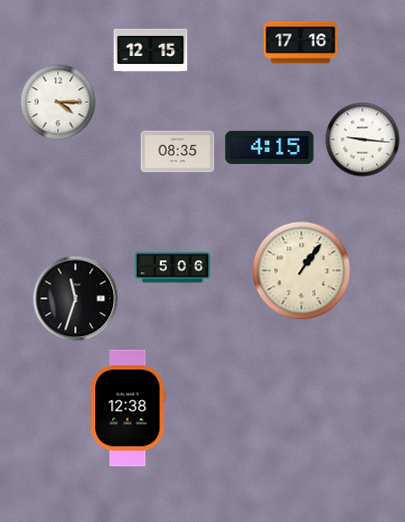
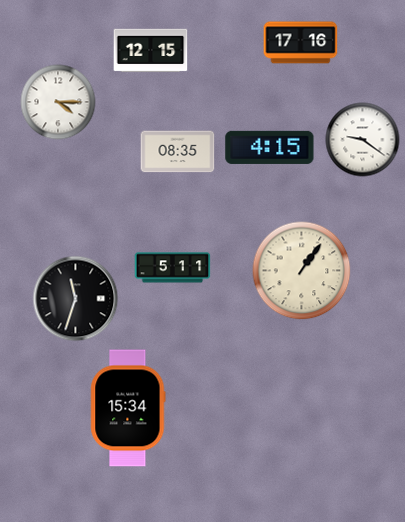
clock at (363, 140): 9:16 -> 9:21
clock at (173, 268): 5:06 -> 5:11
clock at (128, 408): 12:38 -> 15:34
